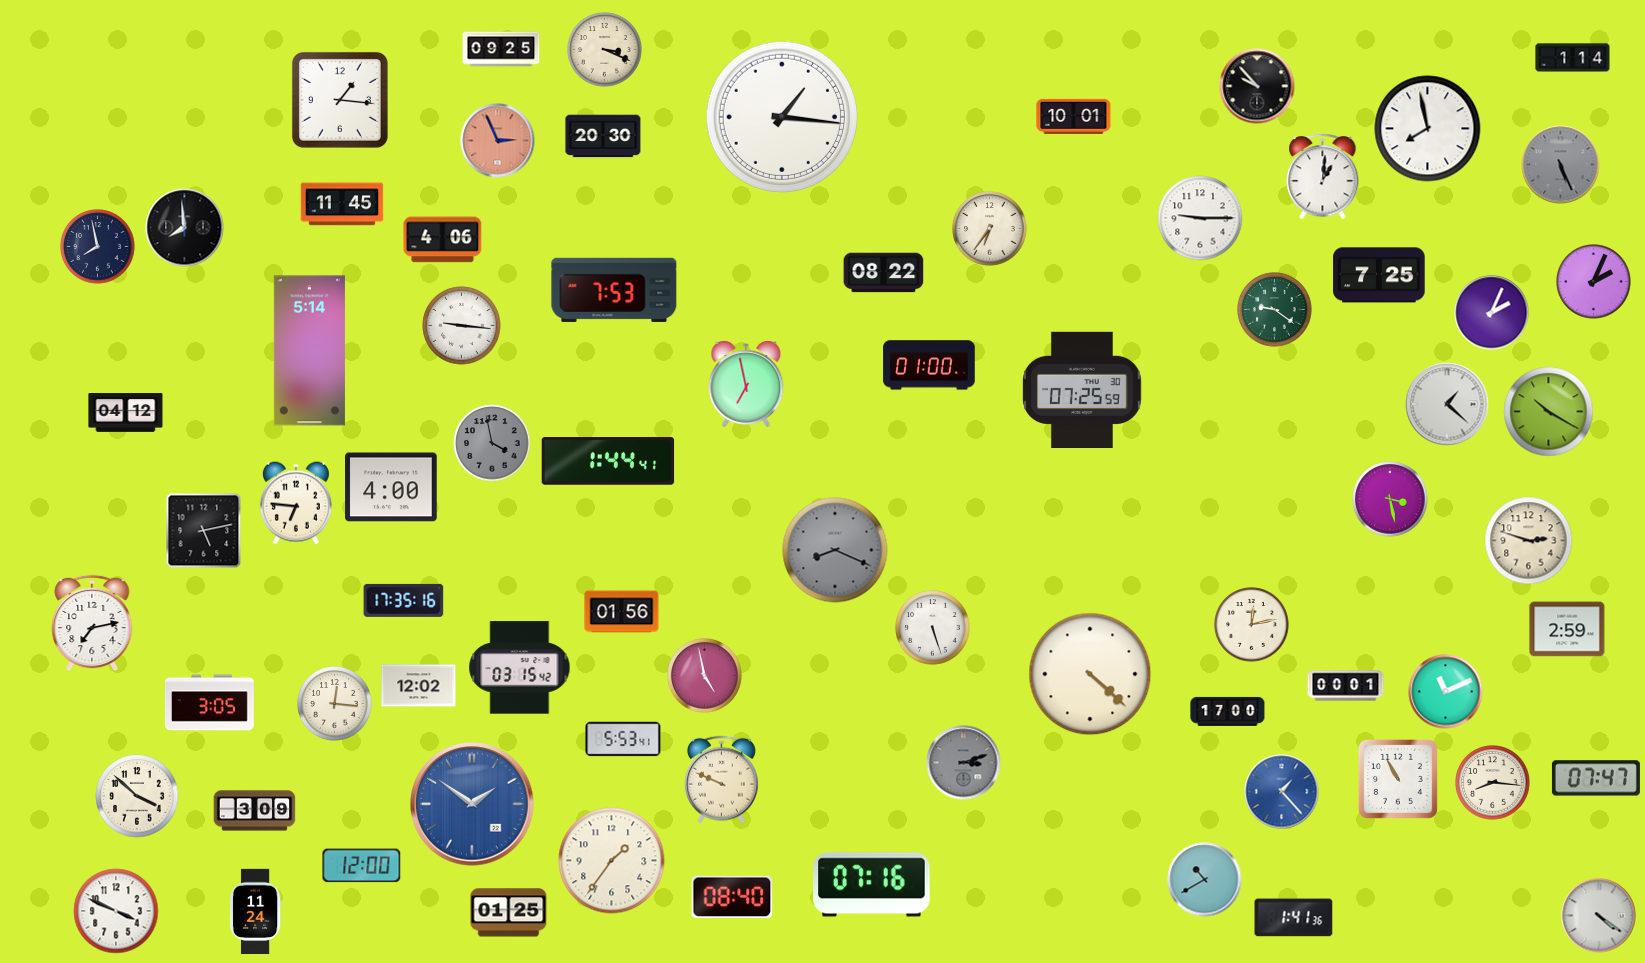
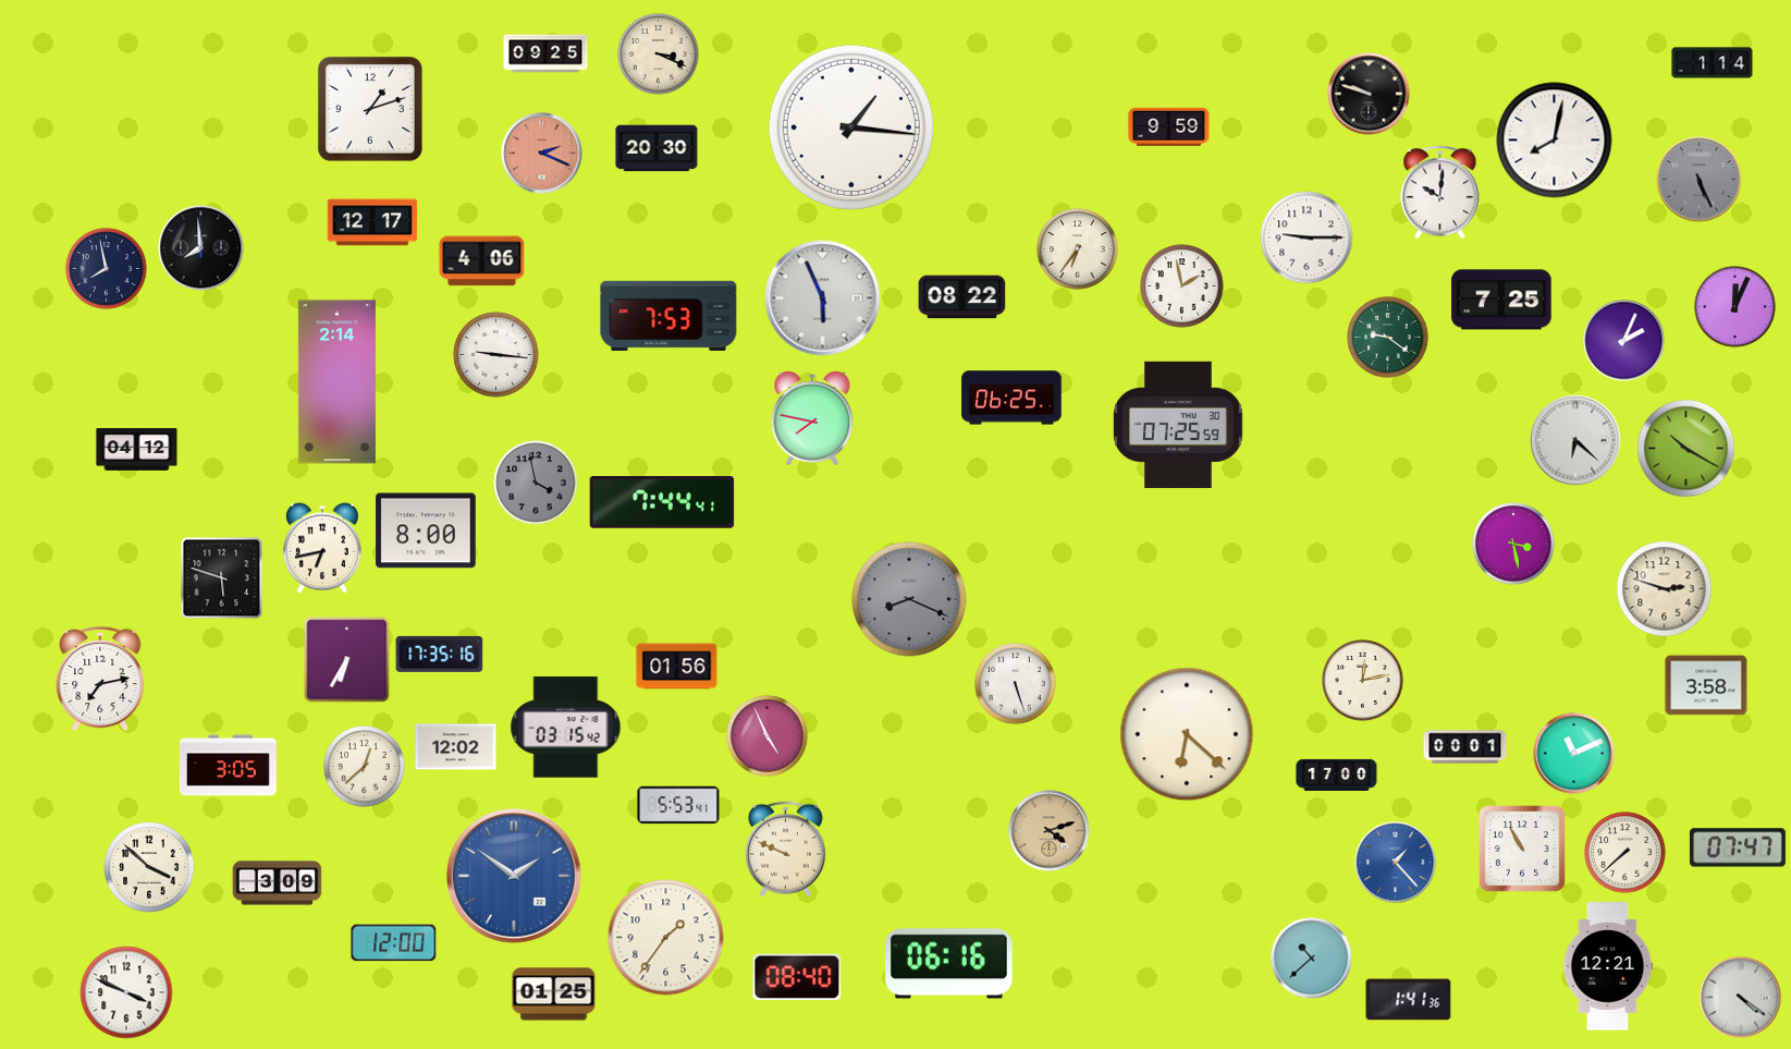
clock at (1257, 86): 9:53 -> 9:48
clock at (340, 100): 1:16 -> 1:12
clock at (1074, 116): 10:01 -> 9:59
clock at (1428, 129): 7:58 -> 8:02
clock at (498, 141): 2:56 -> 2:19
clock at (1323, 177): 1:01 -> 10:01
clock at (342, 204): 11:45 -> 12:17
clock at (1182, 286): none -> 1:58
clock at (823, 298): none -> 5:56
clock at (1594, 282): 2:04 -> 12:04
clock at (462, 326) position: (462, 326) -> (496, 355)
clock at (309, 351): 5:14 -> 2:14
clock at (929, 365): 01:00 -> 06:25
clock at (746, 384): 6:58 -> 7:47
clock at (1447, 404): 1:22 -> 6:22
clock at (608, 462): 1:44 -> 7:44
clock at (391, 487): 4:00 -> 8:00
clock at (296, 503): 6:46 -> 6:43
clock at (204, 531): 5:13 -> 5:48
clock at (347, 660): none -> 6:35
clock at (1567, 629): 2:59 -> 3:58
clock at (1090, 674): 4:22 -> 6:22
clock at (705, 676): 4:58 -> 4:56
clock at (335, 704): 12:16 -> 12:38
clock at (964, 763): 3:12 -> 4:12
clock at (964, 763) dial: grey -> champagne
clock at (1493, 783): 8:16 -> 7:38
clock at (1205, 880): 10:40 -> 10:38
clock at (872, 885): 07:16 -> 06:16
clock at (1608, 966): none -> 12:21
clock at (255, 911): 11:24 -> none
